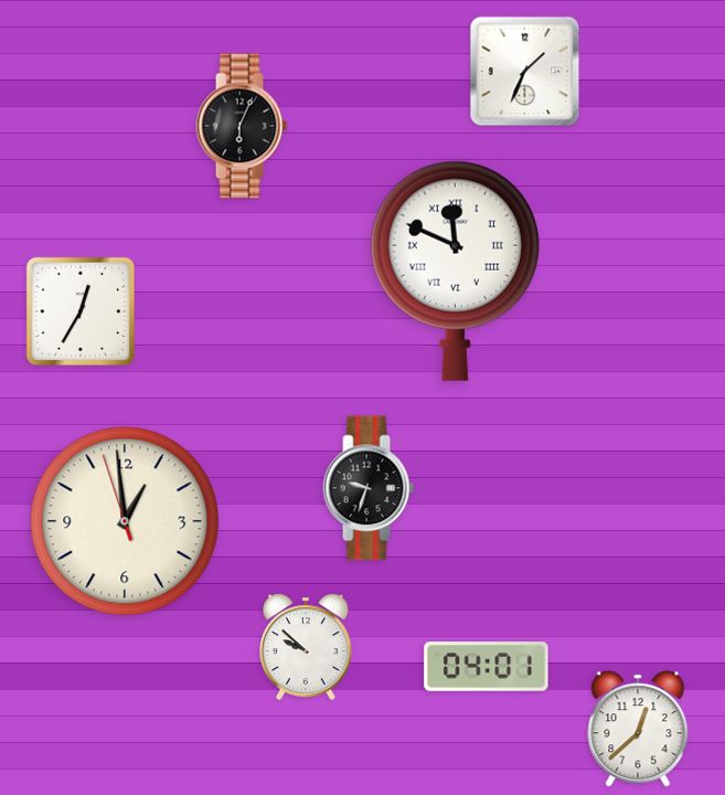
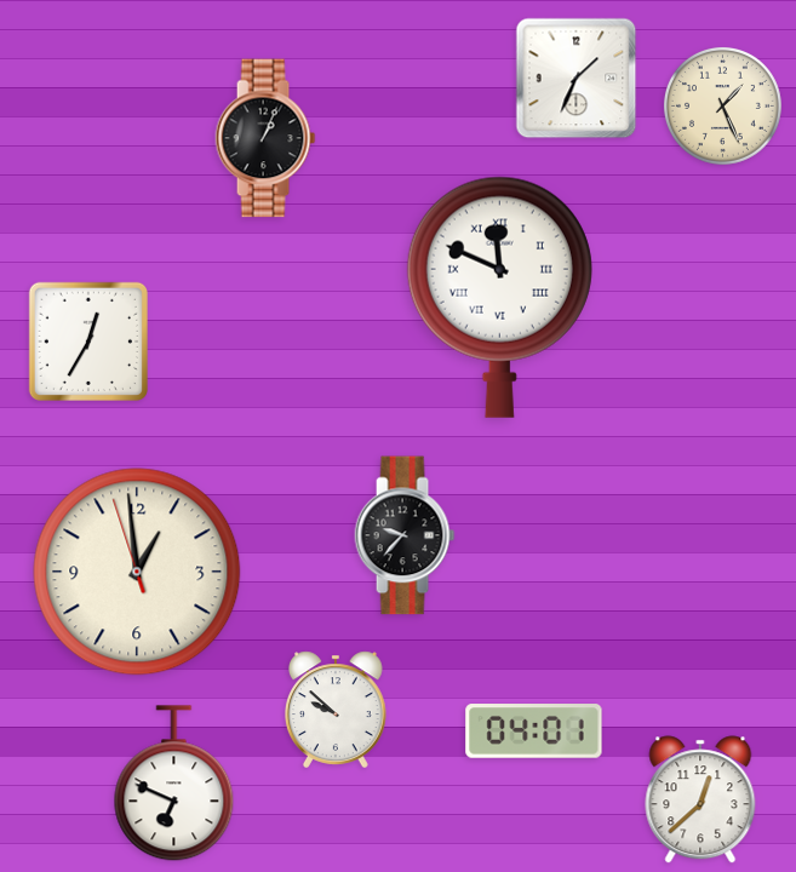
clock at (722, 105): none -> 1:26
clock at (242, 126): 6:04 -> 1:04
clock at (369, 488): 9:33 -> 9:37
clock at (174, 784): none -> 6:49
